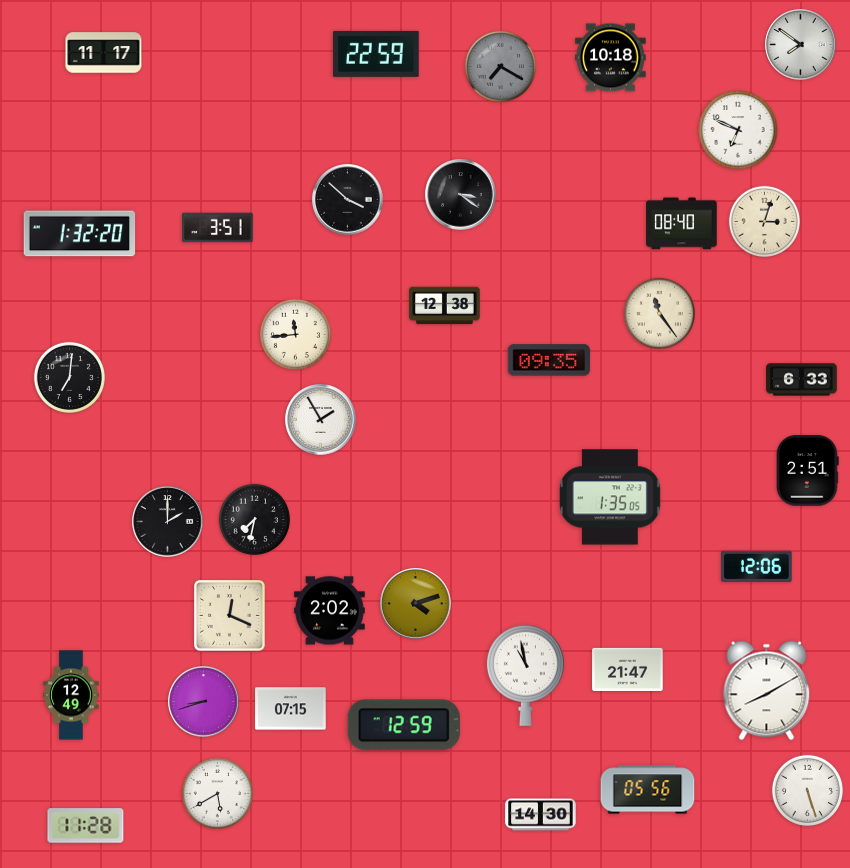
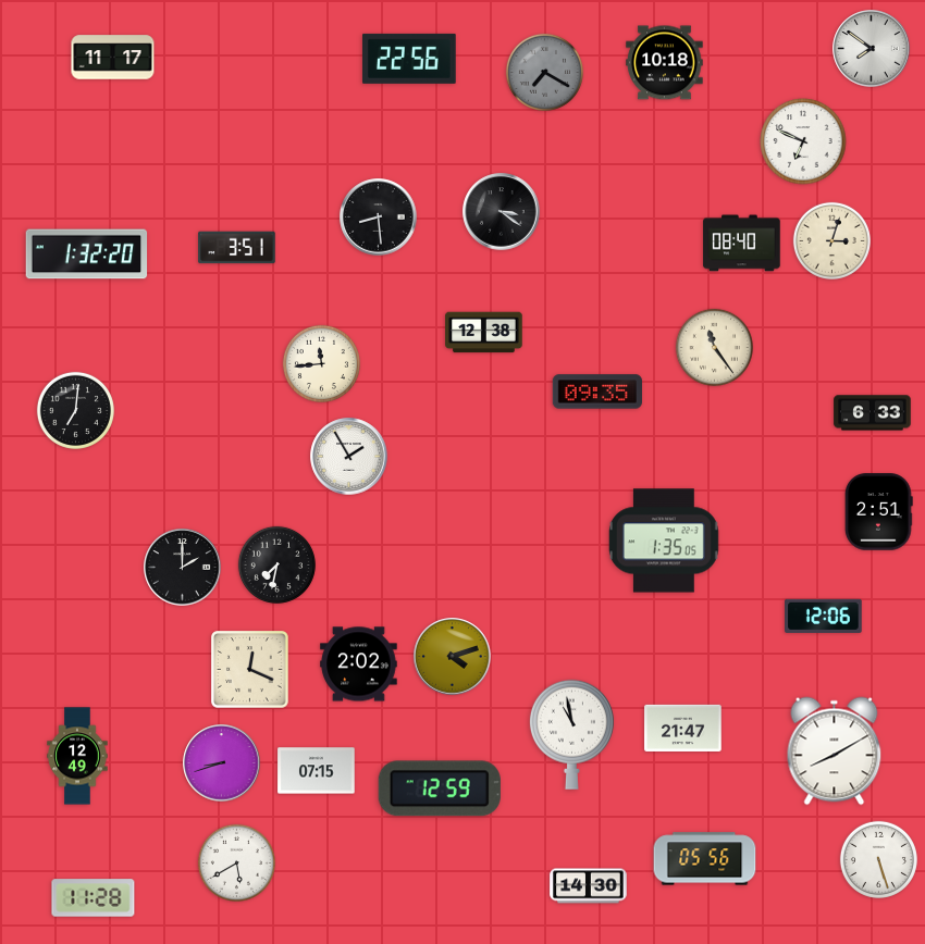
clock at (376, 54): 22:59 -> 22:56
clock at (348, 200): 3:52 -> 8:29
clock at (659, 313) position: (659, 313) -> (714, 347)
